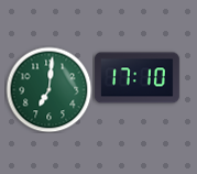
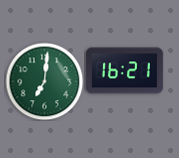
clock at (136, 78): 17:10 -> 16:21
